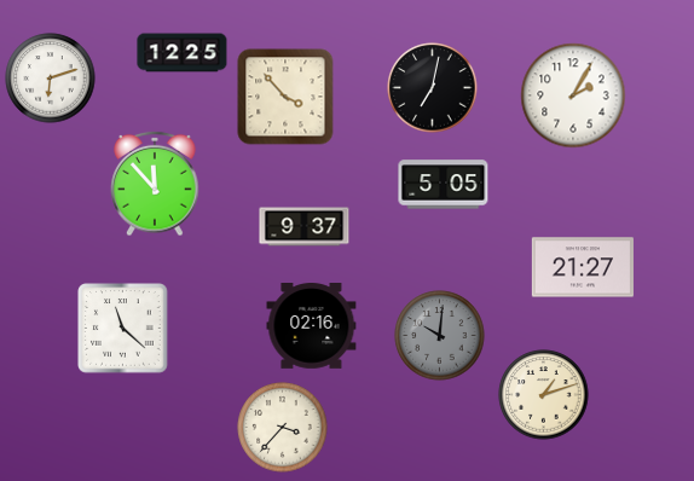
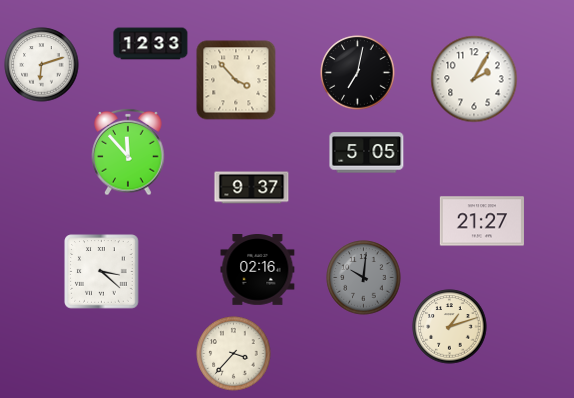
clock at (183, 53): 12:25 -> 12:33
clock at (123, 329): 11:22 -> 3:22
